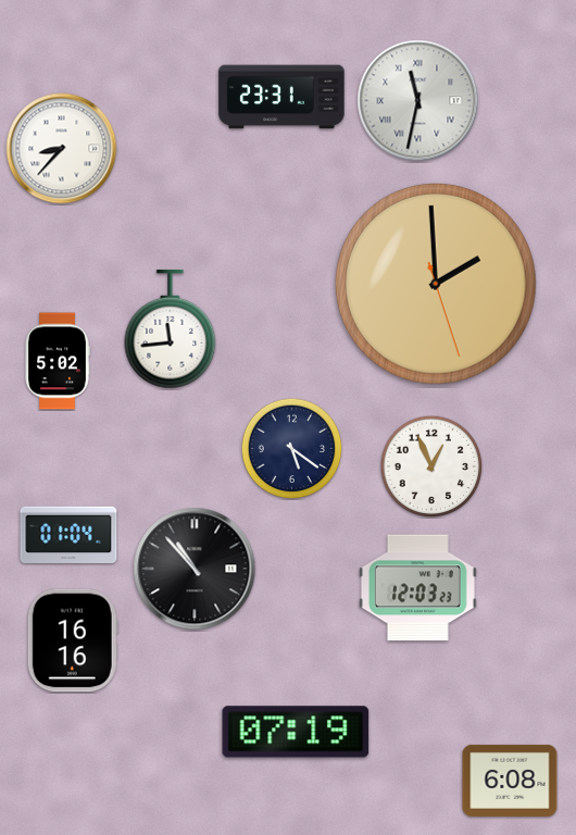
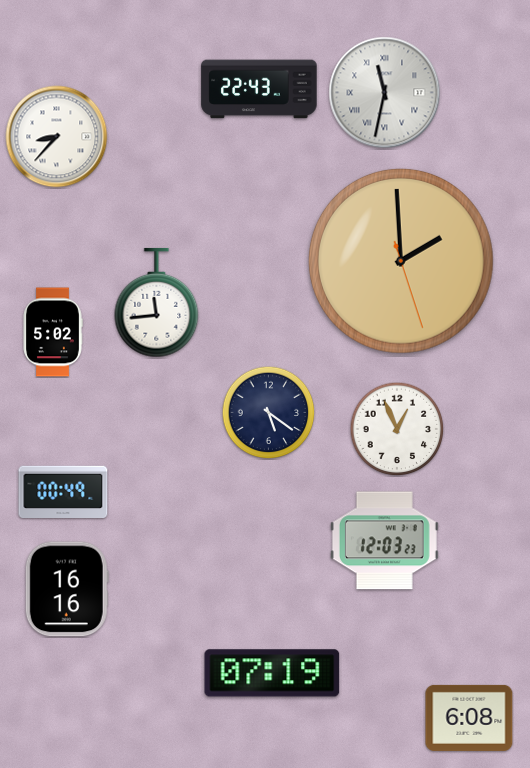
clock at (281, 97): 23:31 -> 22:43
clock at (68, 534): 01:04 -> 00:49
clock at (195, 569): 10:53 -> none
